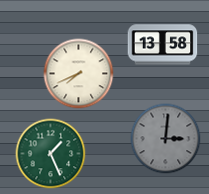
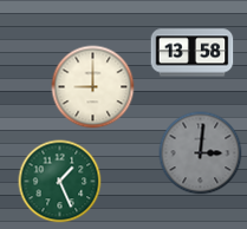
clock at (79, 74): 7:41 -> 9:00
clock at (166, 139) position: (166, 139) -> (201, 153)
